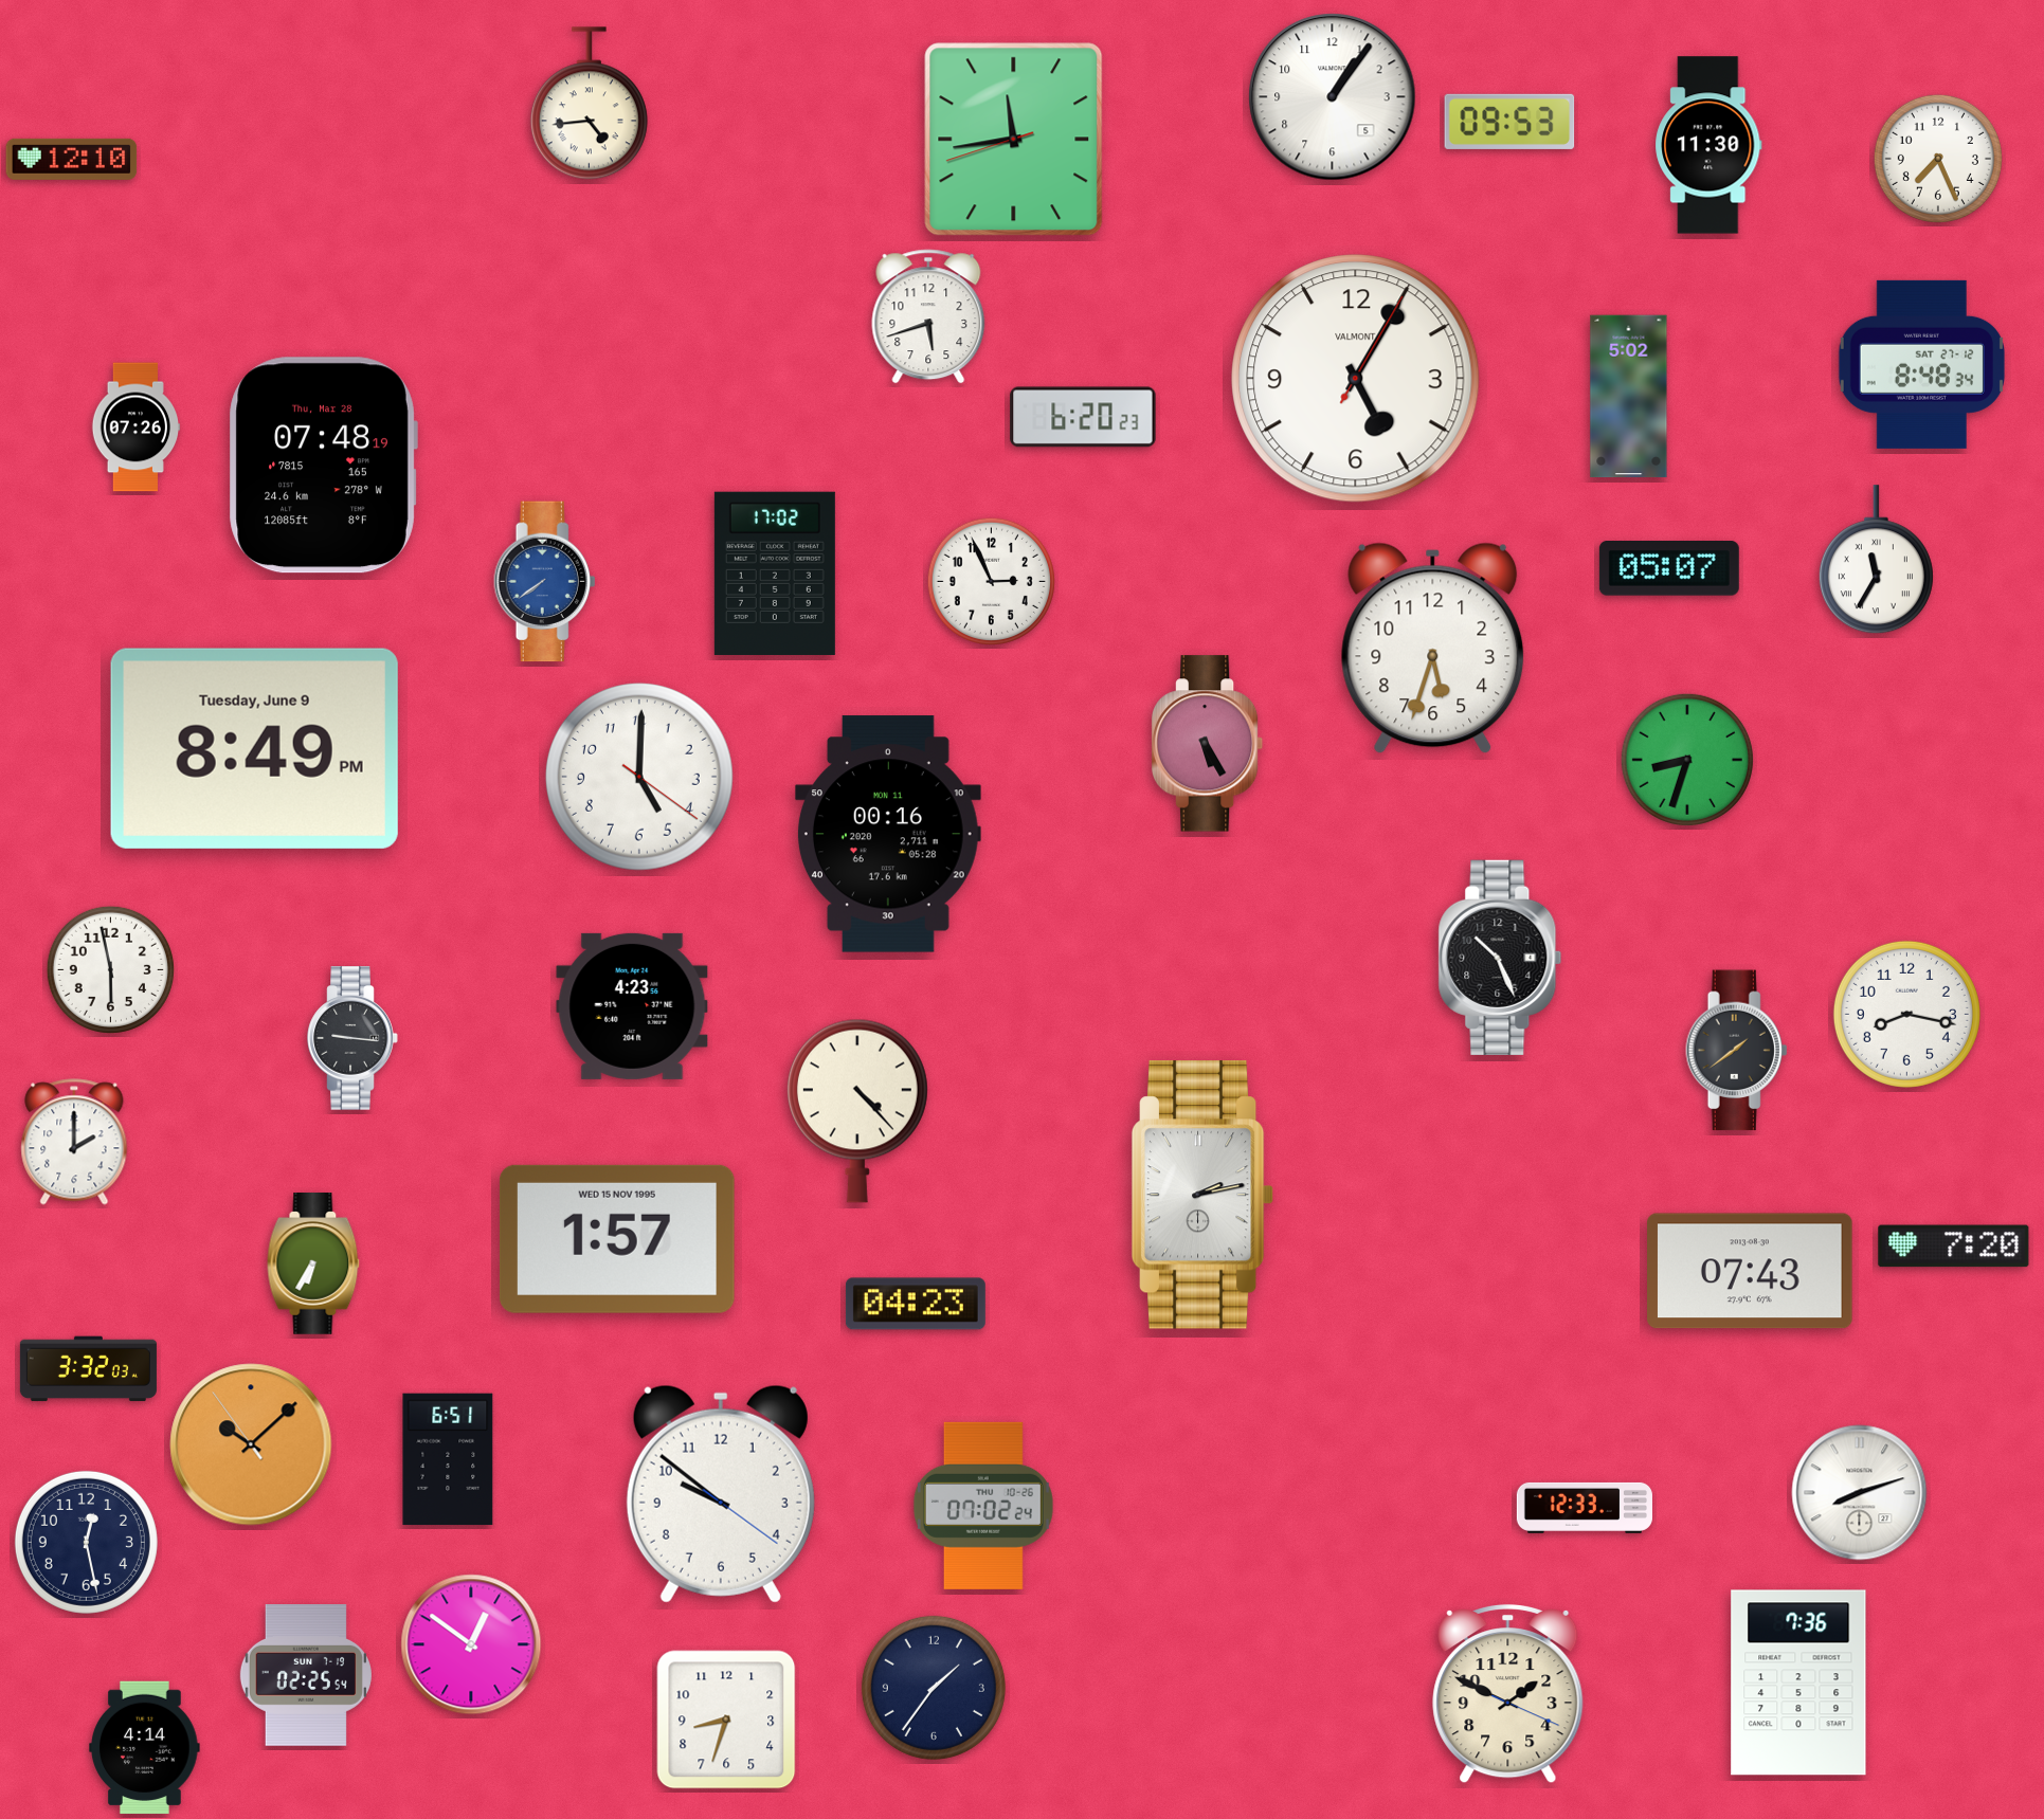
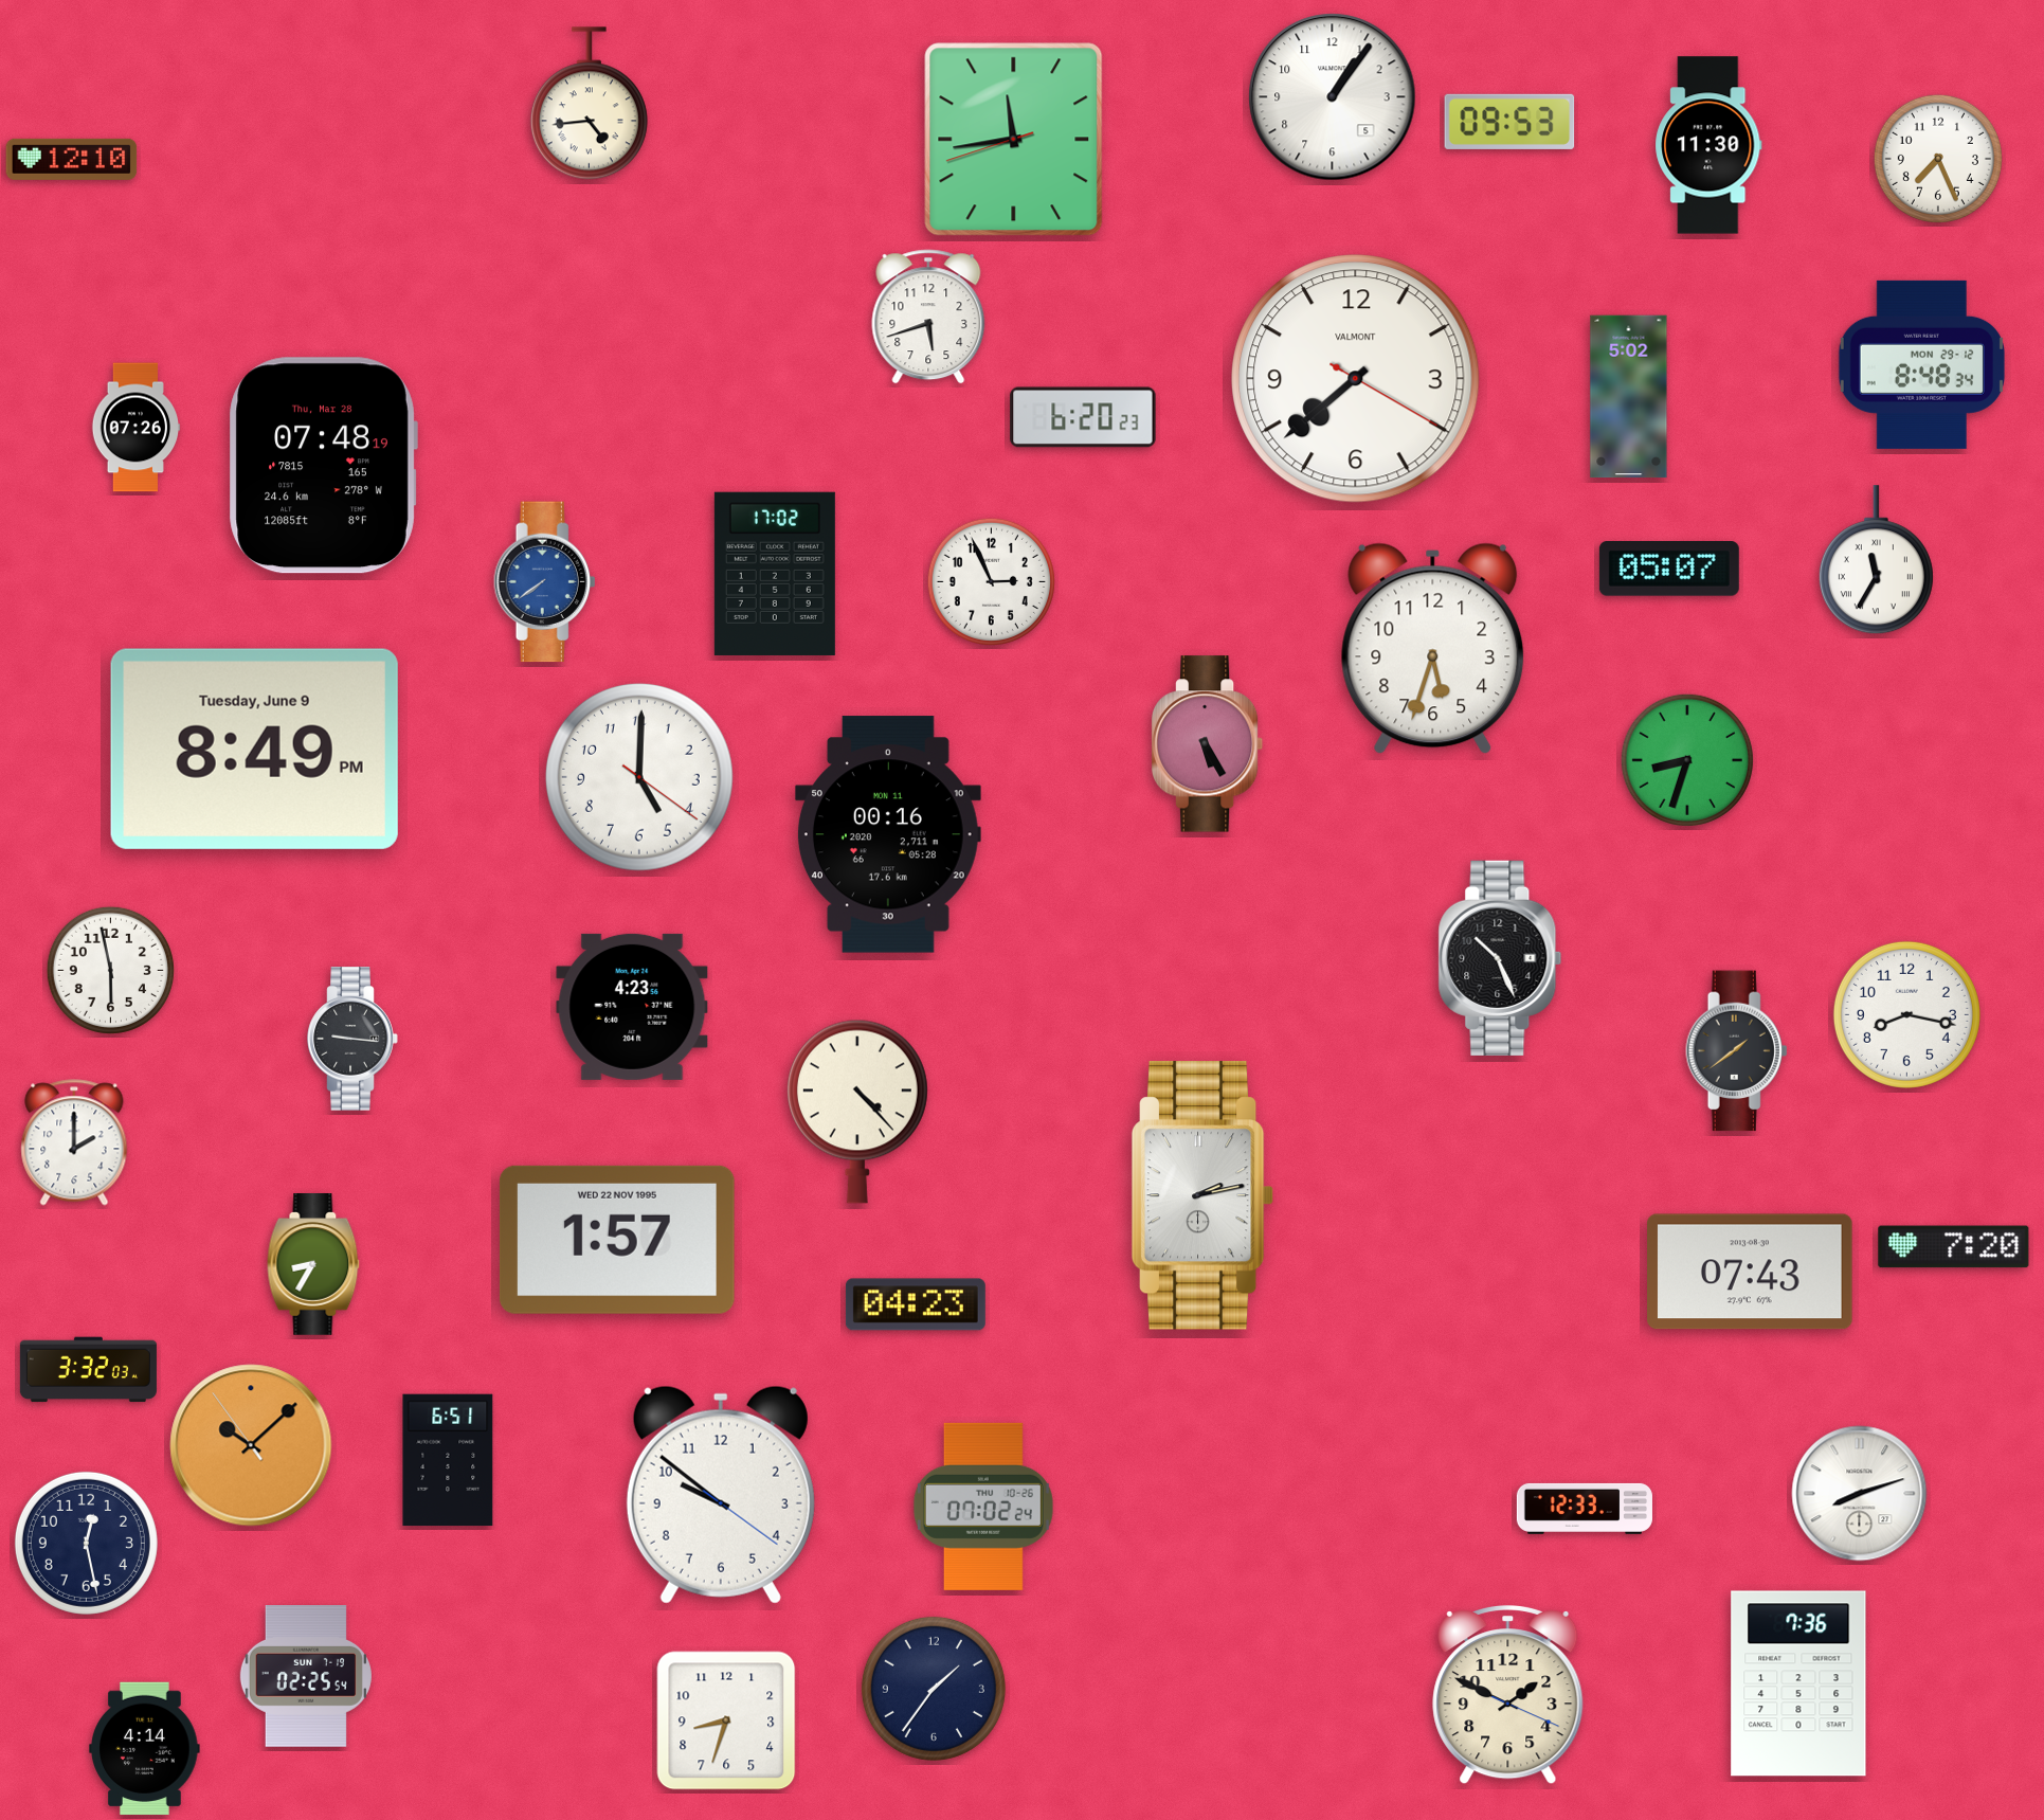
clock at (1921, 364) date: SAT 27-12 -> MON 29-12
clock at (1356, 379): 5:05 -> 7:38
clock at (617, 1239) date: WED 15 NOV 1995 -> WED 22 NOV 1995
clock at (313, 1265): 6:35 -> 8:35
clock at (471, 1644): 12:51 -> none
